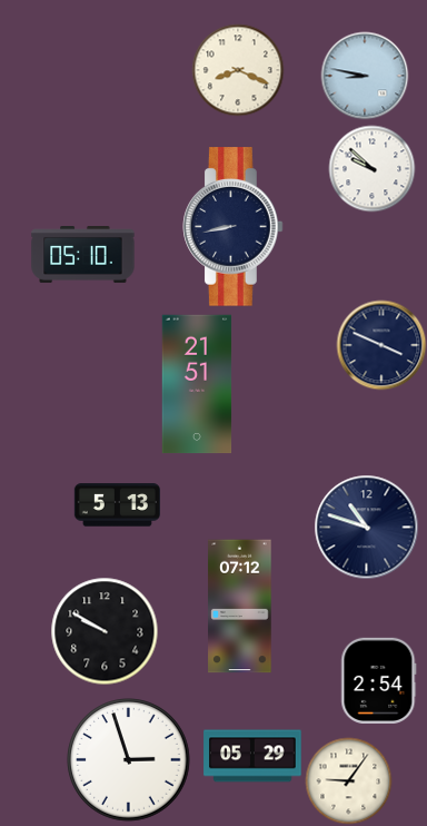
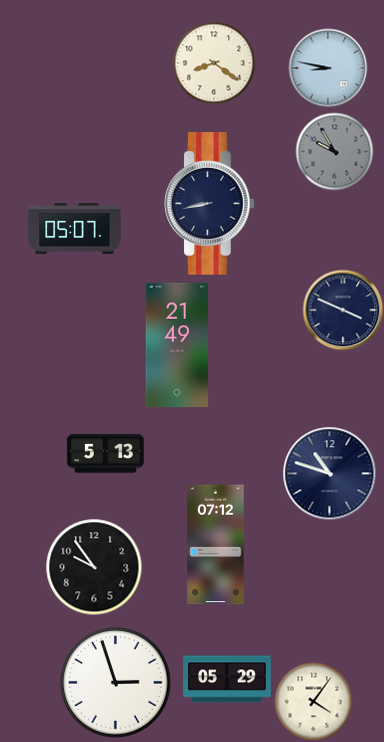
clock at (238, 70): 8:19 -> 8:21
clock at (371, 168): 9:52 -> 9:55
clock at (371, 168) dial: white -> grey
clock at (83, 255): 05:10 -> 05:07
clock at (197, 384): 21:51 -> 21:49
clock at (105, 631): 9:50 -> 9:54
clock at (379, 680): 2:54 -> none
clock at (348, 780): 9:06 -> 4:06
